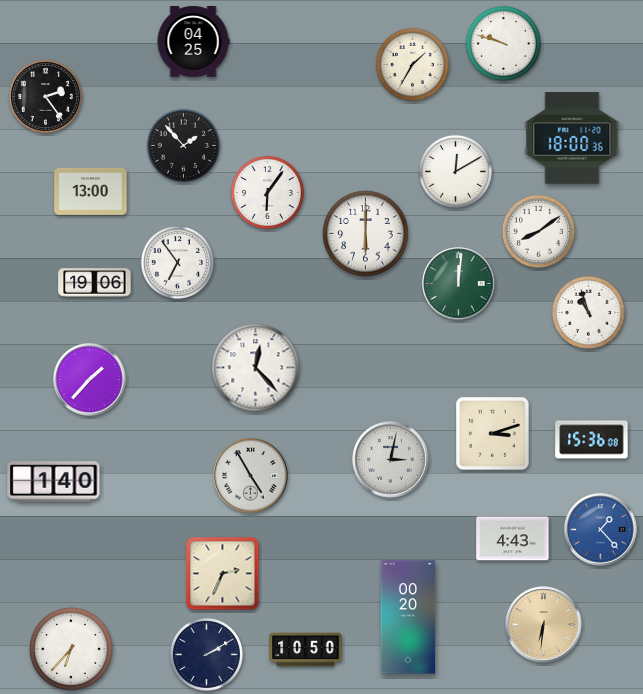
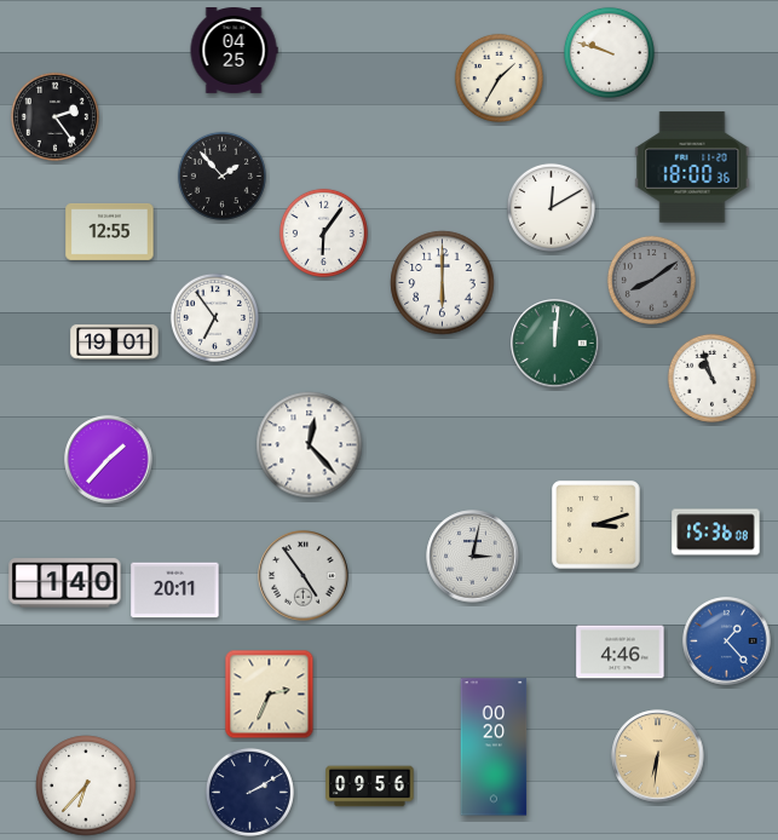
clock at (91, 191): 13:00 -> 12:55
clock at (538, 231) dial: white -> grey
clock at (95, 283): 19:06 -> 19:01
clock at (251, 476): 4:55 -> 4:54
clock at (175, 591): none -> 20:11
clock at (513, 539): 4:43 -> 4:46
clock at (306, 650): 10:50 -> 09:56
